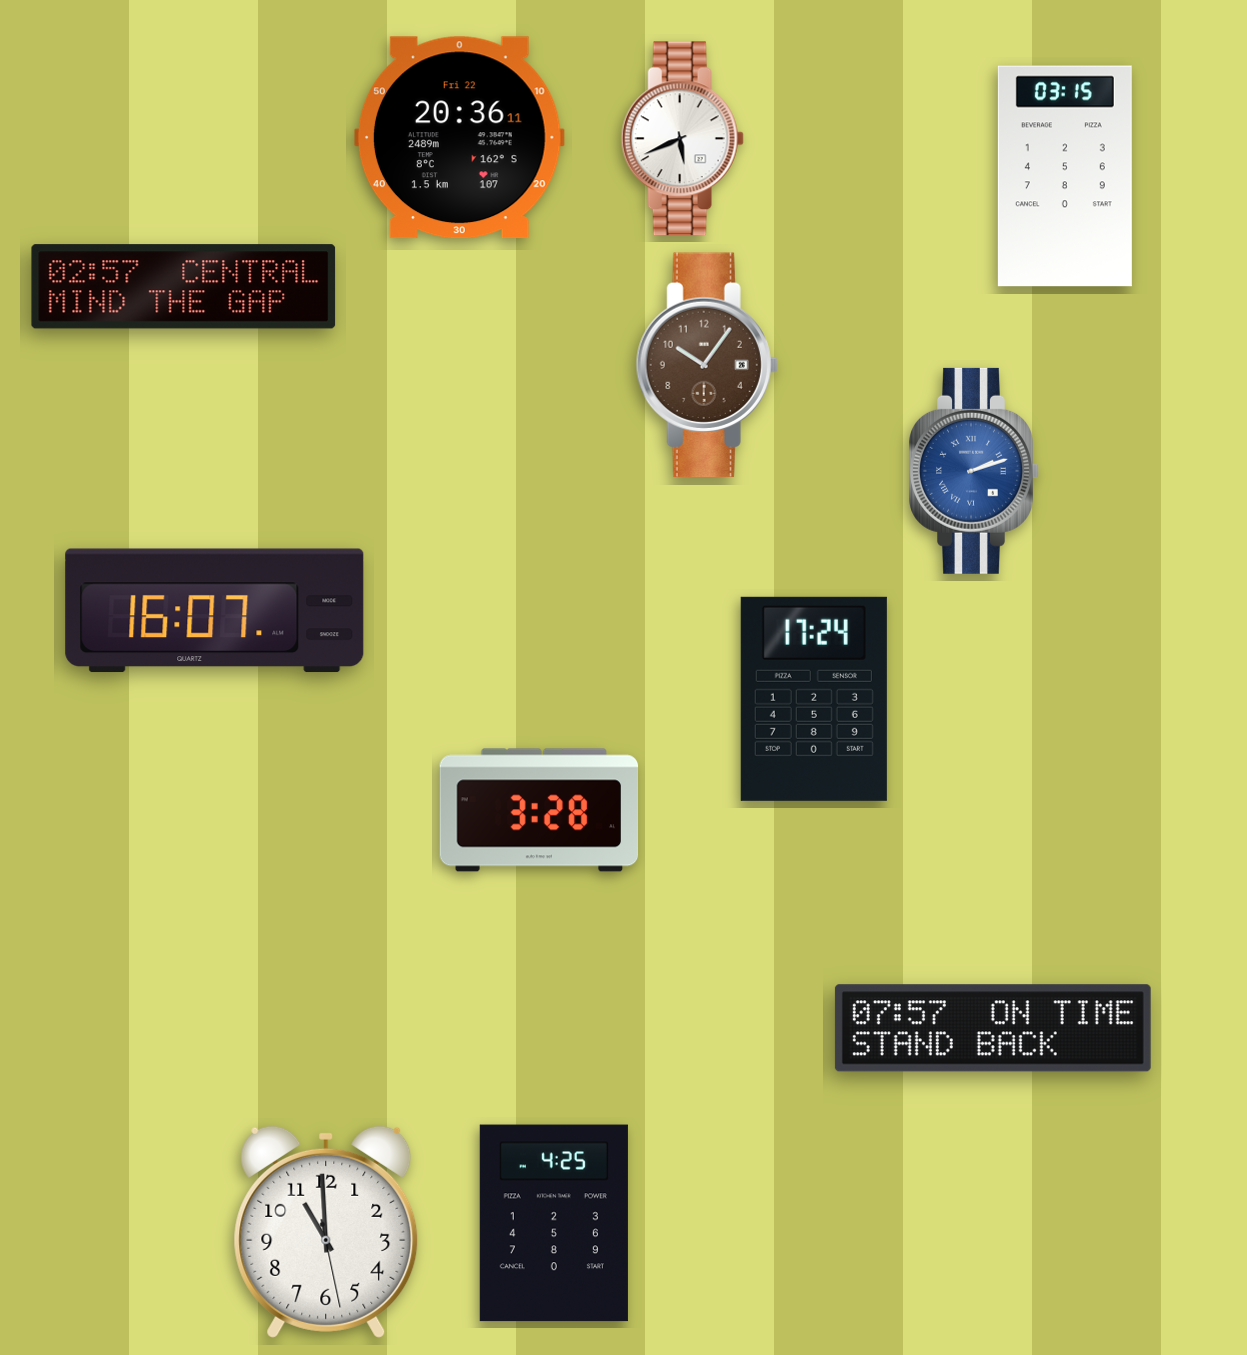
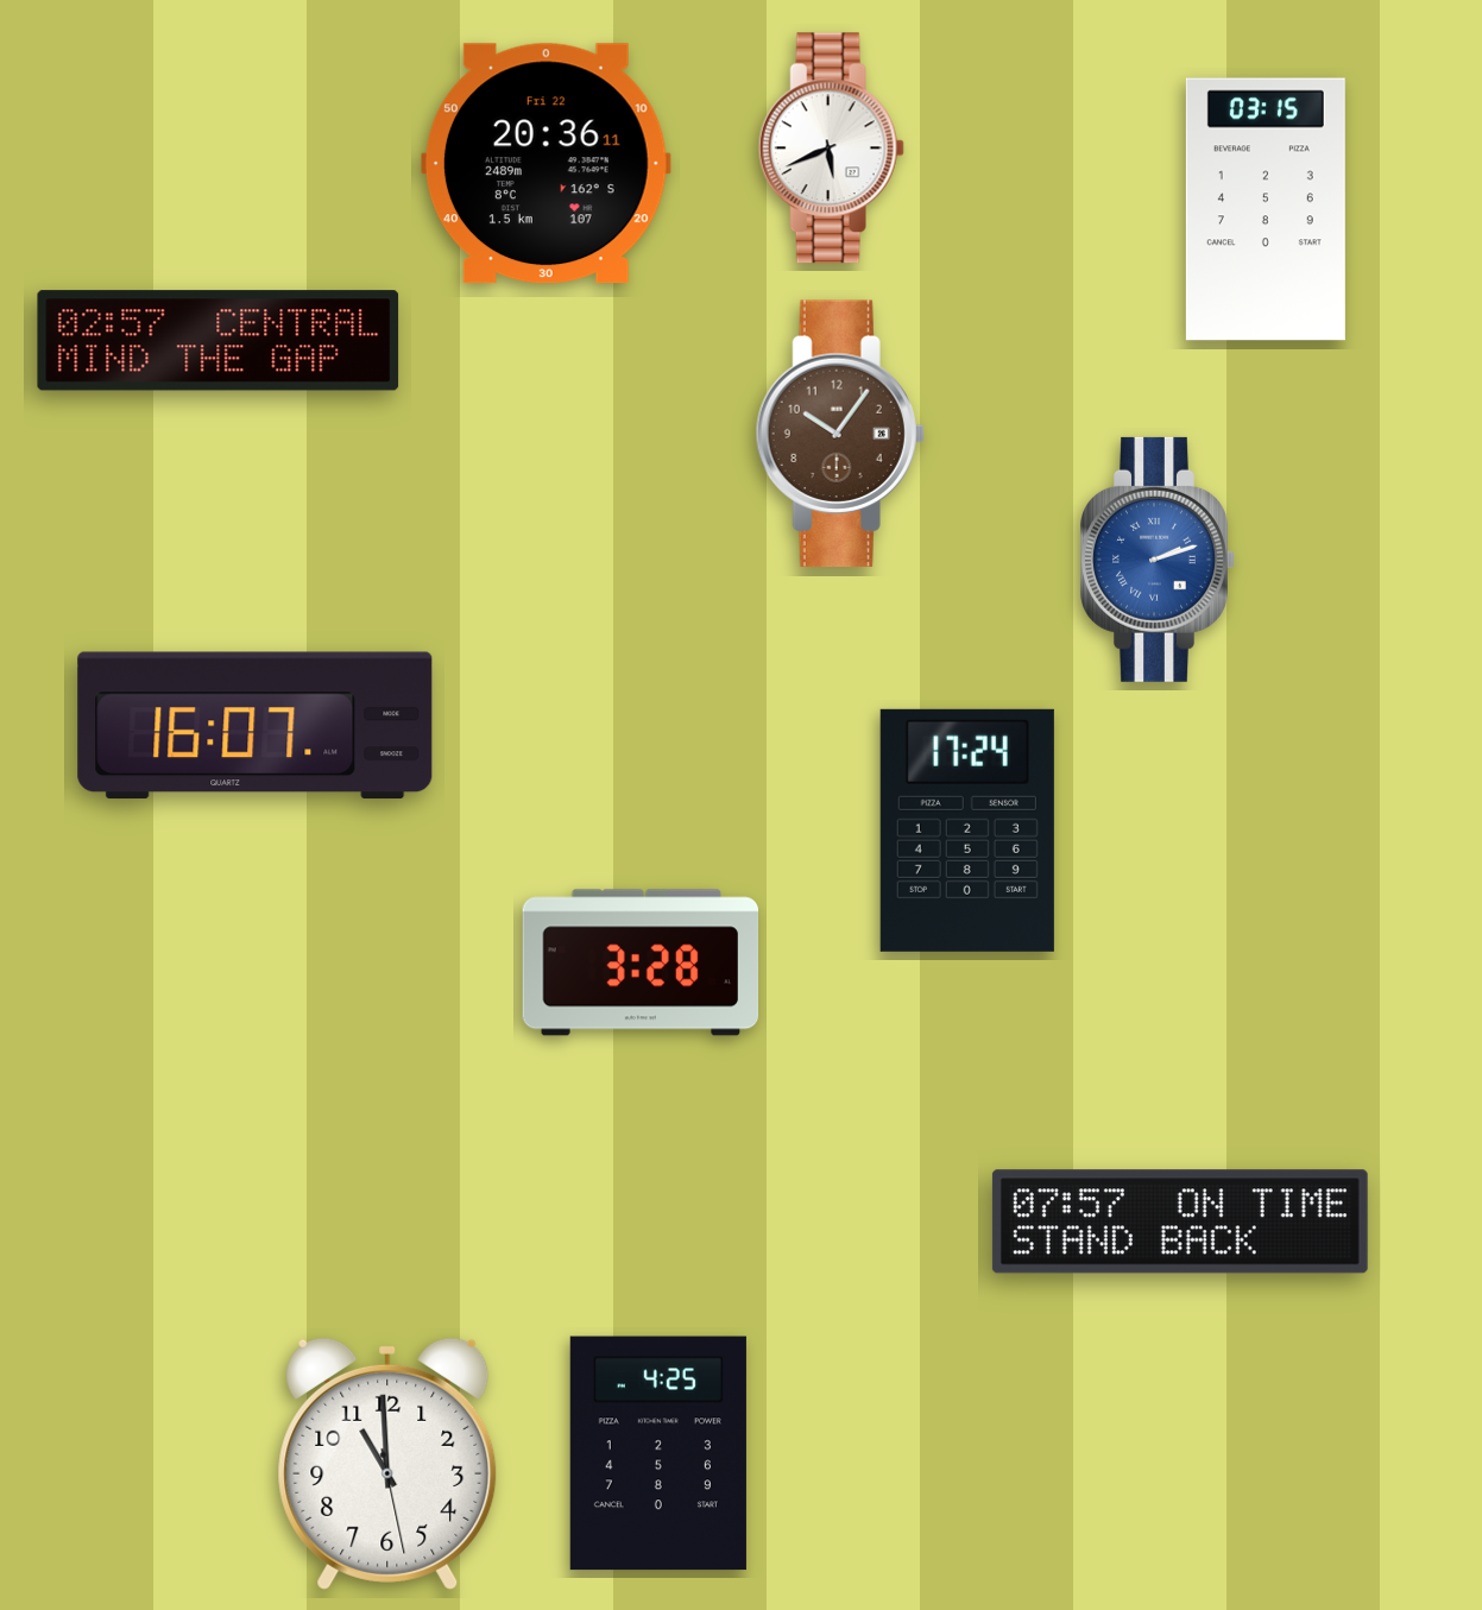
clock at (682, 139) position: (682, 139) -> (831, 149)
